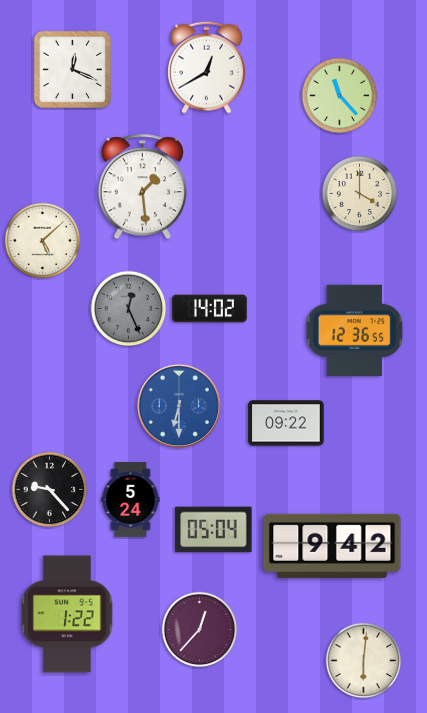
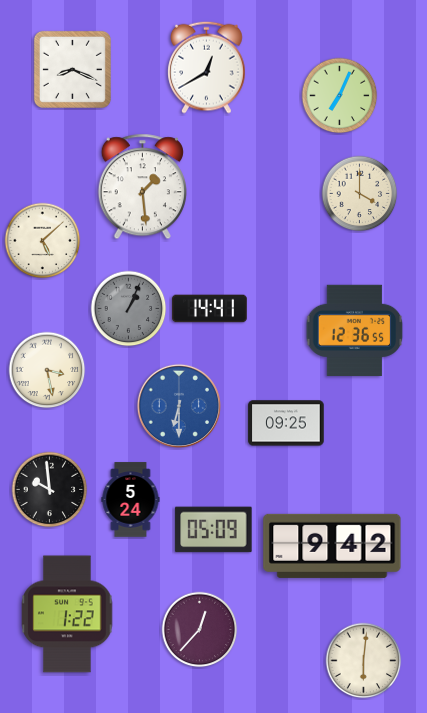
clock at (72, 69): 12:19 -> 8:19
clock at (340, 96): 11:23 -> 7:04
clock at (129, 309): 12:26 -> 1:04
clock at (210, 309): 14:02 -> 14:41
clock at (47, 370): none -> 3:28
clock at (286, 423): 09:22 -> 09:25
clock at (50, 490): 9:23 -> 9:59
clock at (214, 530): 05:04 -> 05:09
